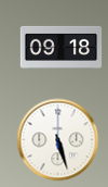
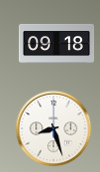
clock at (58, 140): 5:27 -> 8:27
